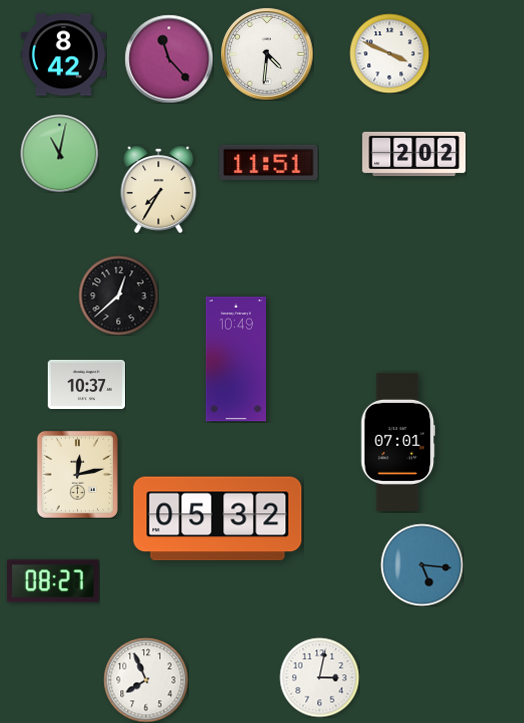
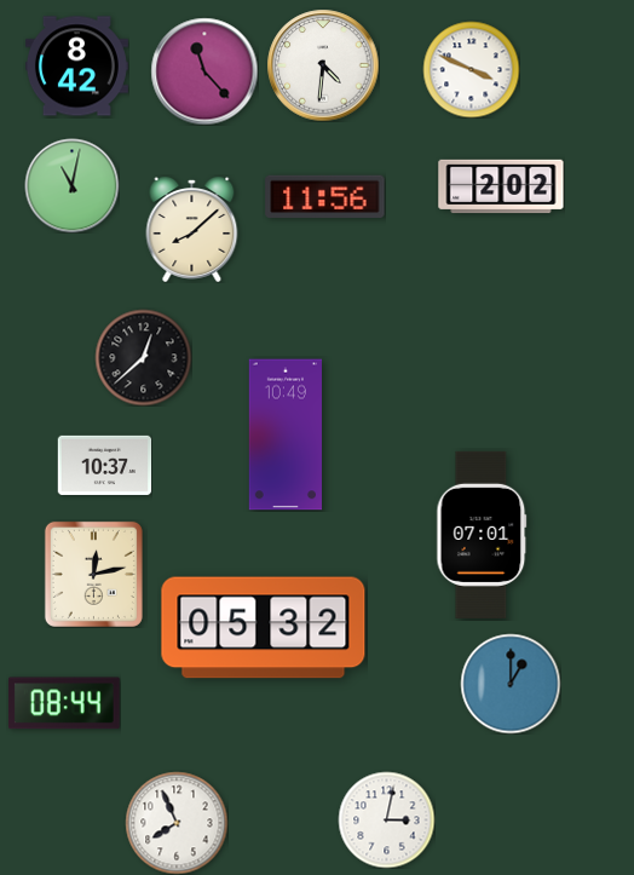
clock at (389, 53) position: (389, 53) -> (471, 69)
clock at (269, 163): 11:51 -> 11:56
clock at (159, 189): 7:35 -> 8:08
clock at (422, 565): 5:16 -> 1:00
clock at (53, 581): 08:27 -> 08:44
